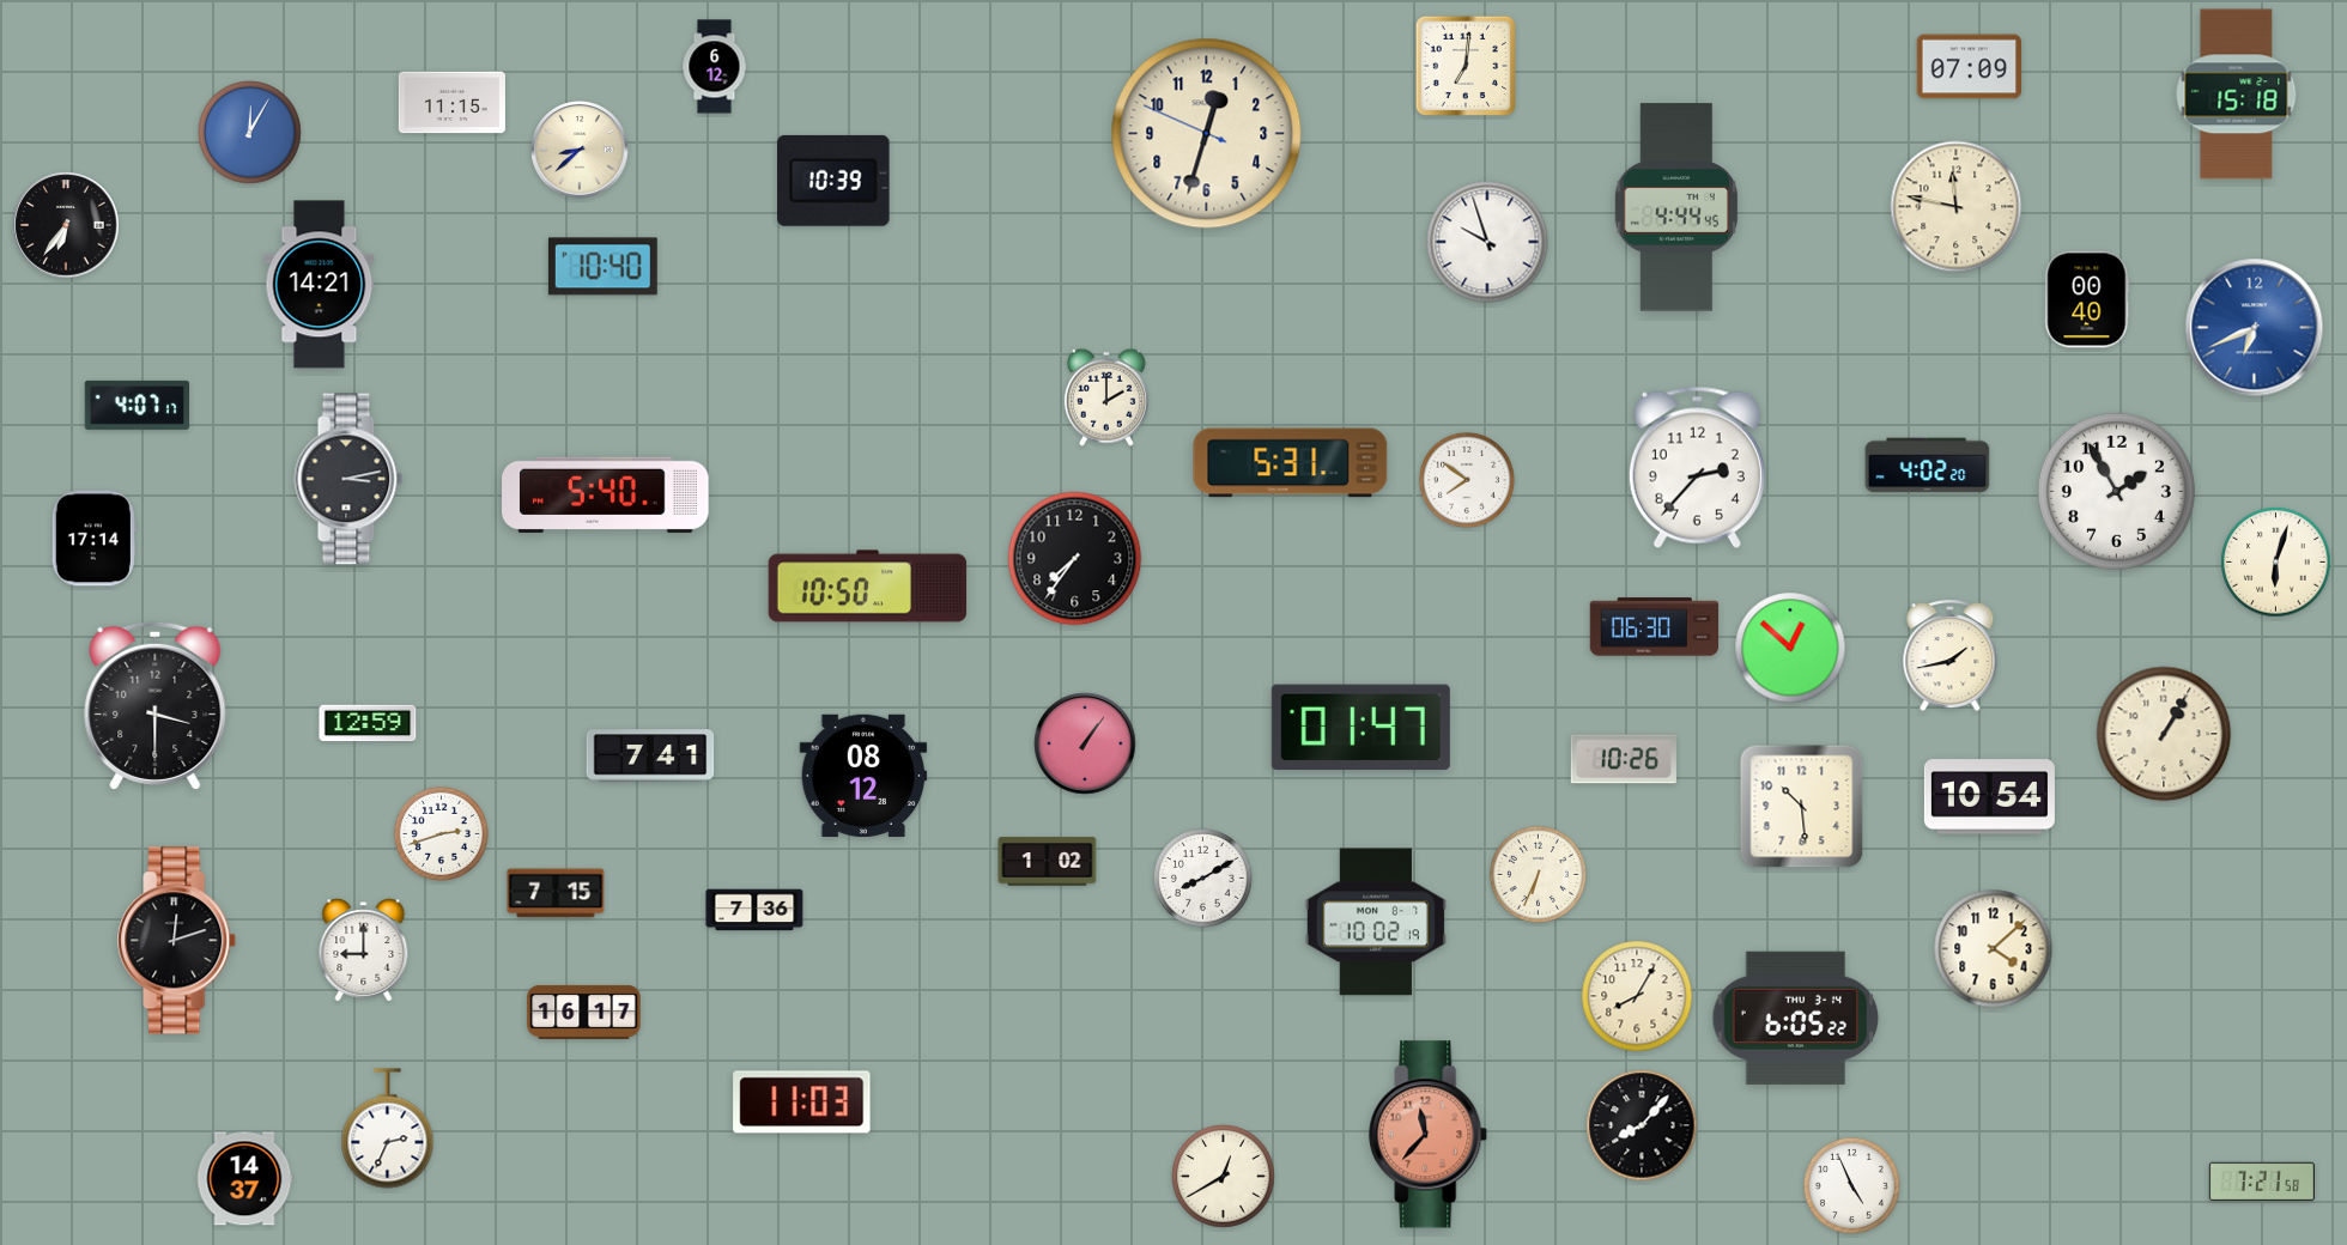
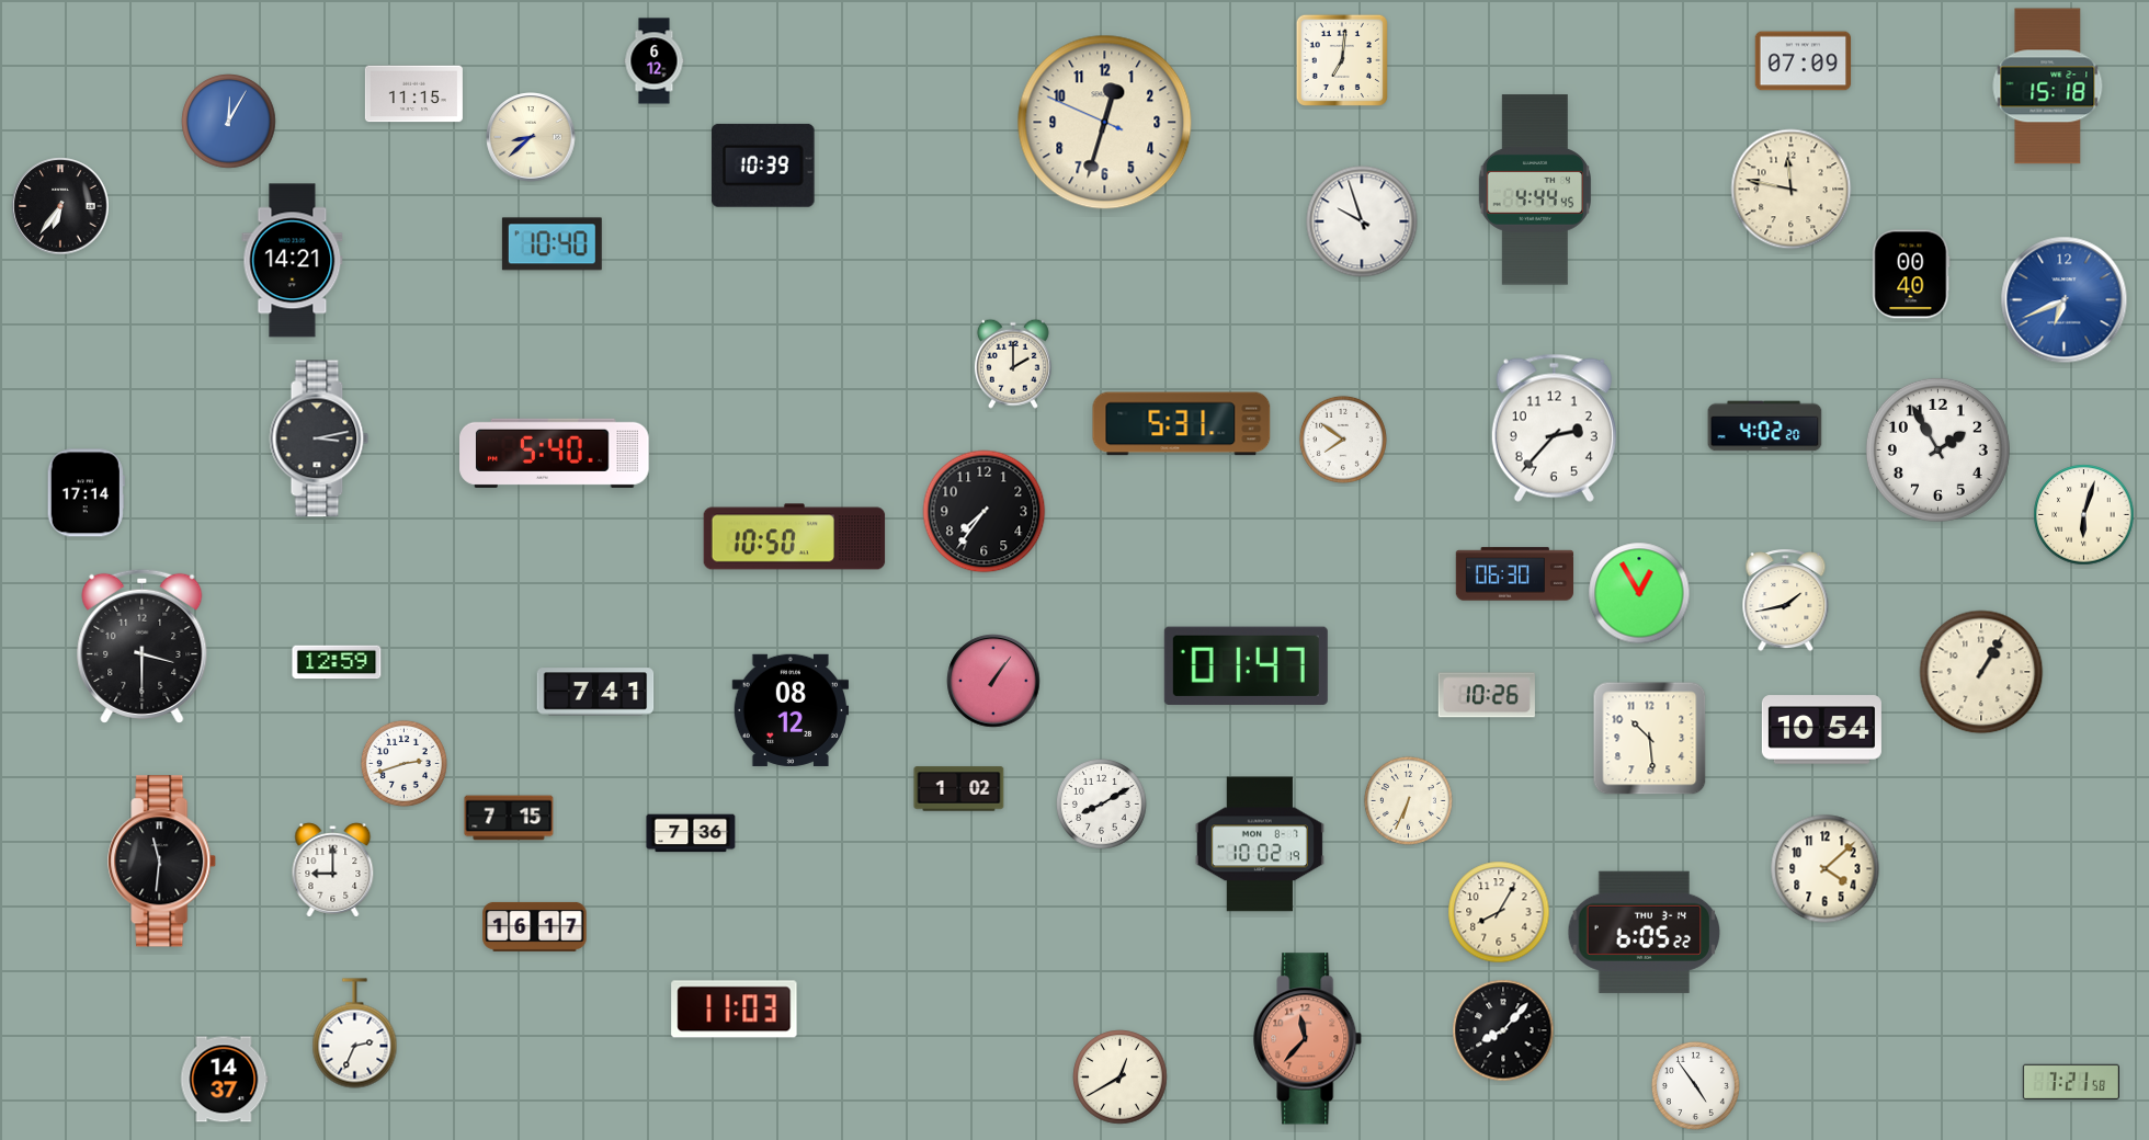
clock at (137, 405): 4:07 -> none
clock at (1790, 648): 12:52 -> 12:55
clock at (177, 941): 12:12 -> 11:31
clock at (1851, 1185): 4:56 -> 4:54
